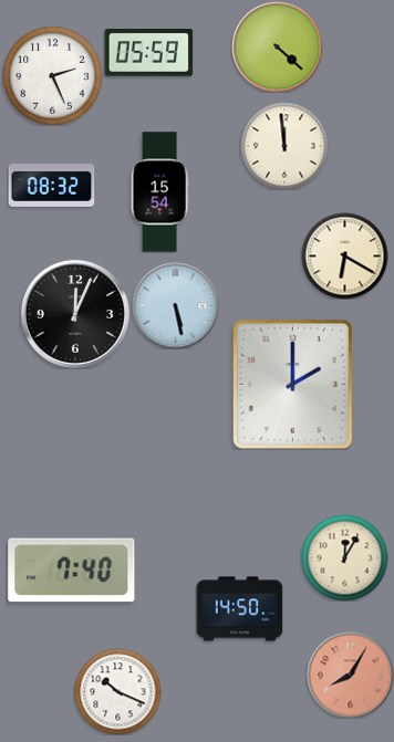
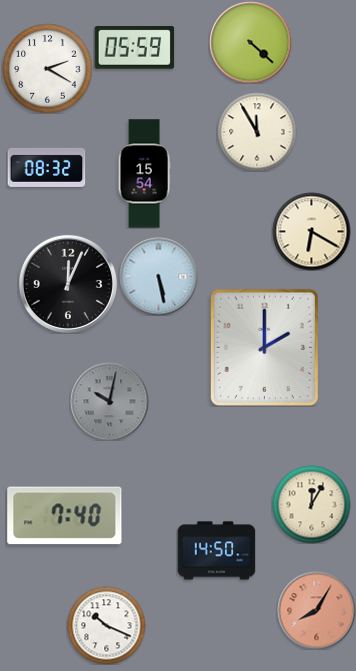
clock at (52, 75): 2:26 -> 2:20
clock at (284, 146): 11:59 -> 11:55
clock at (109, 401): none -> 10:02
